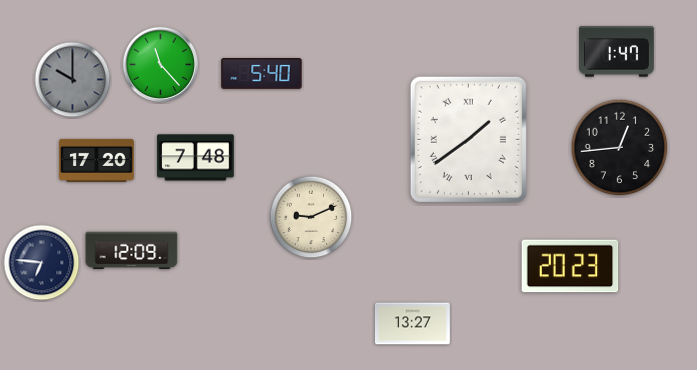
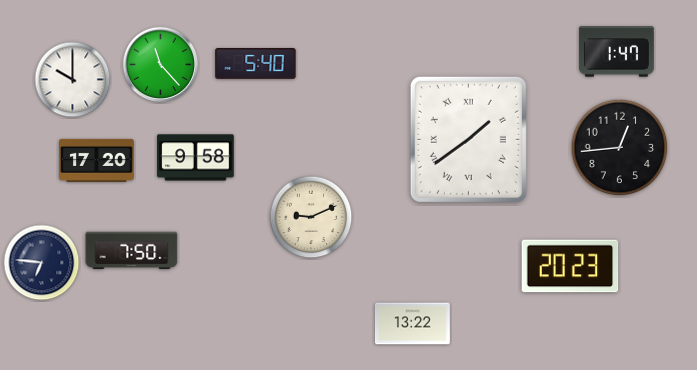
clock at (262, 74) position: (262, 74) -> (256, 64)
clock at (73, 80) dial: grey -> white
clock at (196, 158): 7:48 -> 9:58
clock at (132, 251): 12:09 -> 7:50
clock at (413, 324): 13:27 -> 13:22
